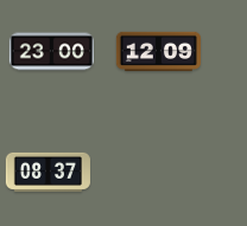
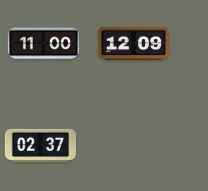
clock at (51, 52): 23:00 -> 11:00
clock at (47, 172): 08:37 -> 02:37
